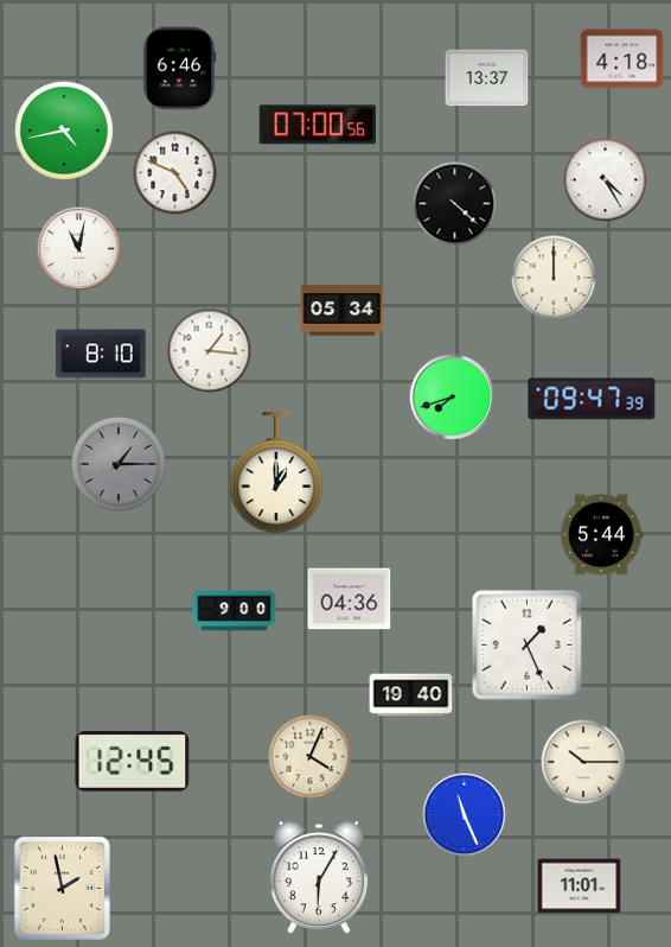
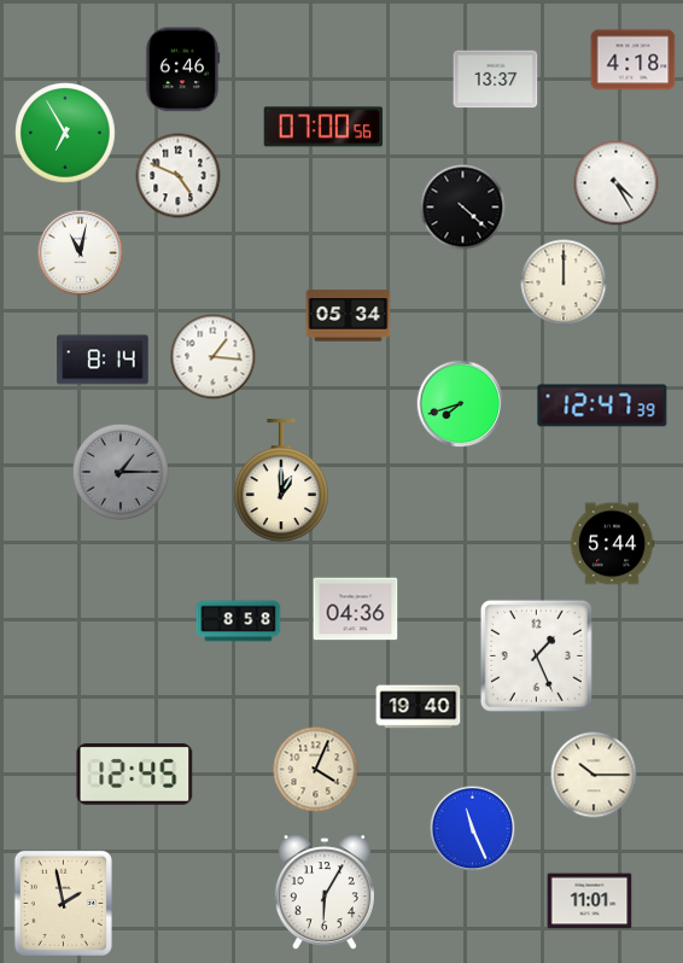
clock at (64, 131): 4:43 -> 6:55
clock at (101, 354): 8:10 -> 8:14
clock at (592, 399): 09:47 -> 12:47
clock at (235, 611): 9:00 -> 8:58
